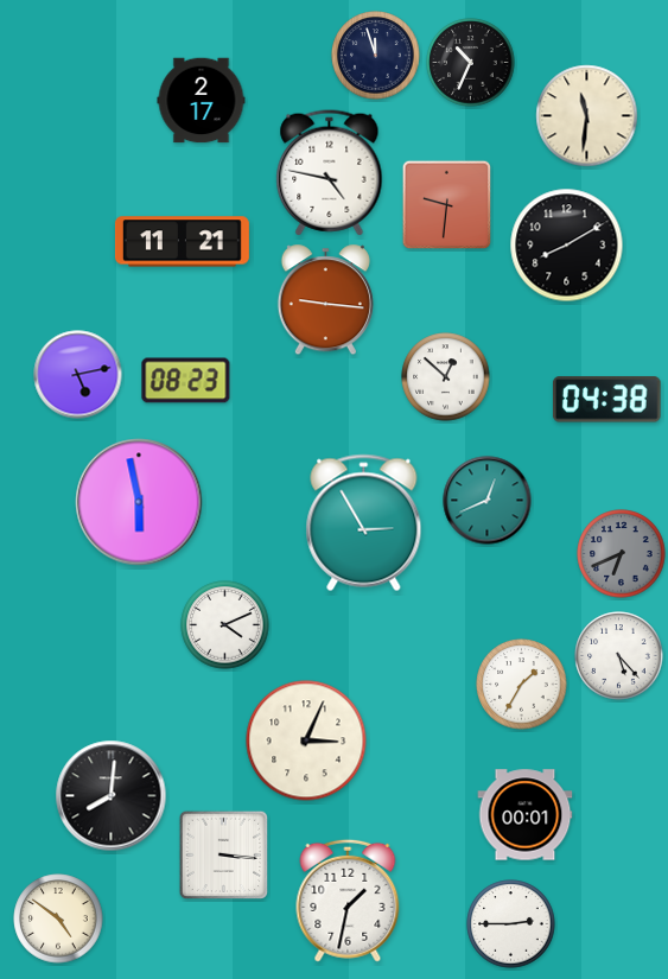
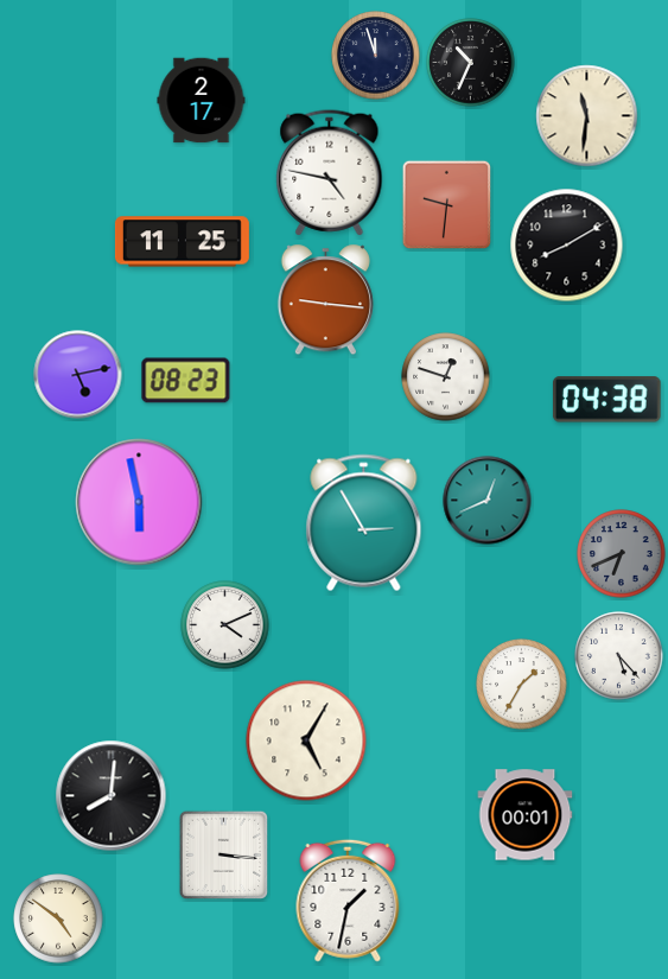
clock at (182, 242): 11:21 -> 11:25
clock at (446, 377): 12:52 -> 12:48
clock at (306, 740): 3:04 -> 5:05
clock at (511, 924): 2:45 -> none
